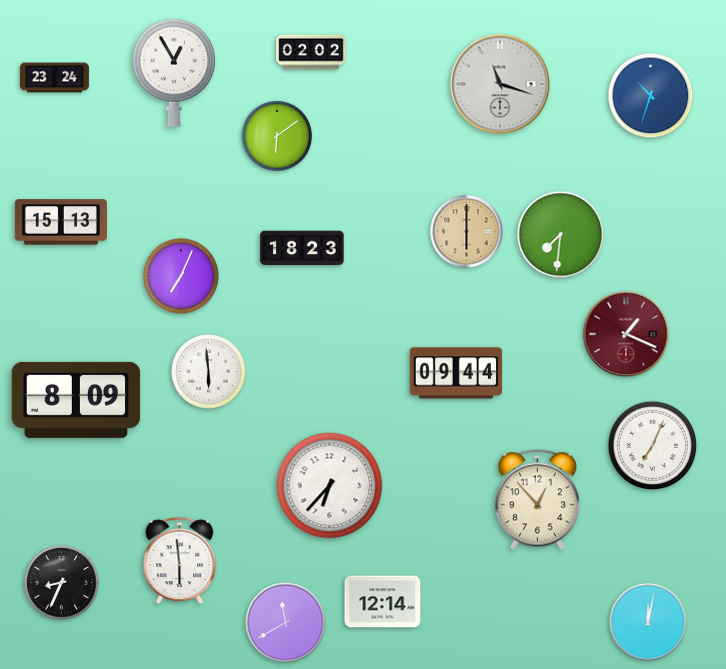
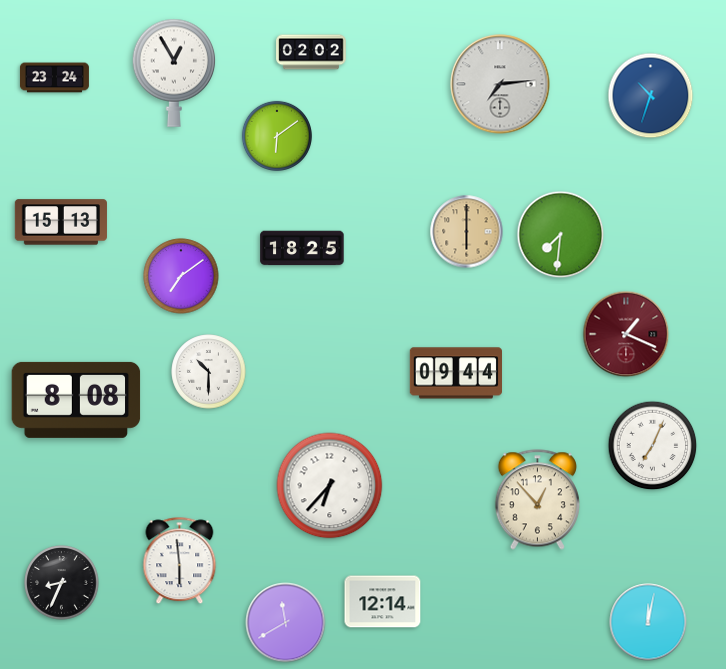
clock at (500, 84): 11:18 -> 7:14
clock at (302, 248): 18:23 -> 18:25
clock at (181, 276): 7:04 -> 7:09
clock at (209, 372): 5:59 -> 10:30
clock at (76, 400): 8:09 -> 8:08
